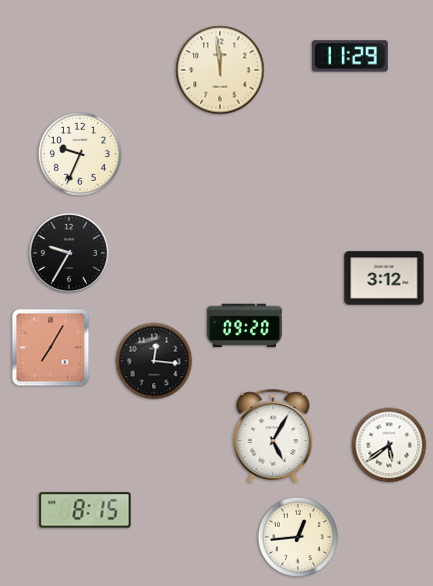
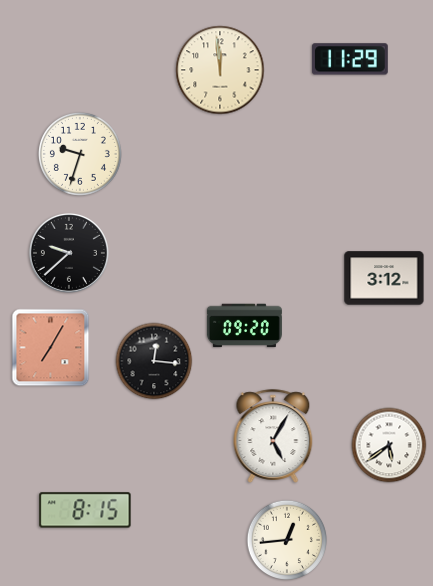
clock at (350, 56) position: (350, 56) -> (350, 59)
clock at (80, 154): 9:34 -> 9:33
clock at (69, 253): 9:35 -> 9:38
clock at (298, 537) position: (298, 537) -> (287, 540)
